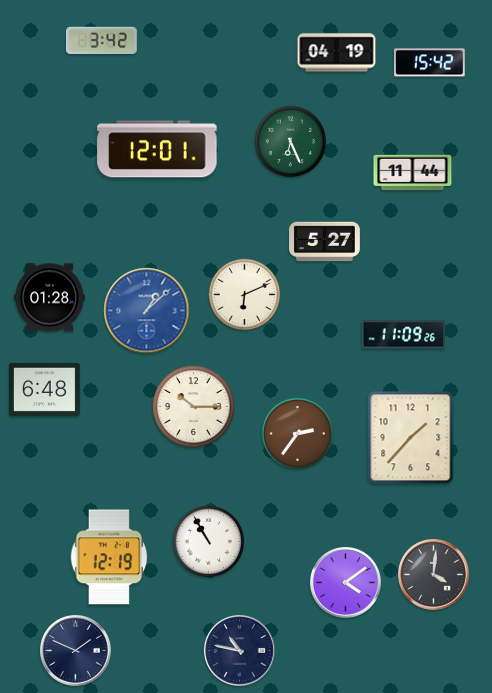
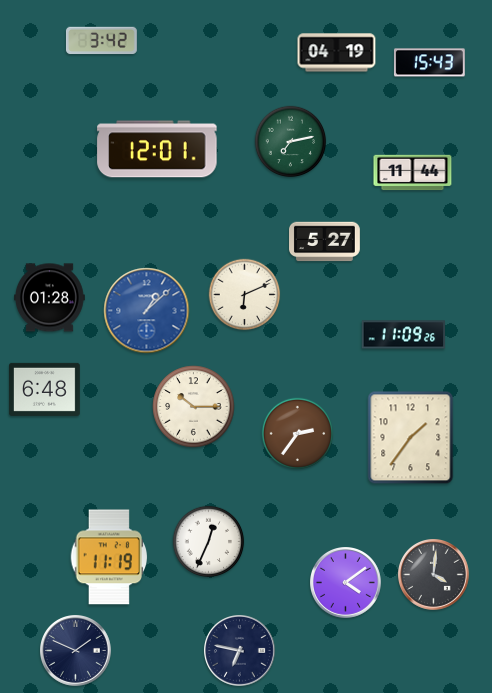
clock at (429, 63): 15:42 -> 15:43
clock at (291, 142): 6:26 -> 7:13
clock at (411, 438): 1:37 -> 1:36
clock at (209, 542): 10:55 -> 12:34
clock at (108, 557): 12:19 -> 11:19
clock at (240, 651): 10:47 -> 6:47
